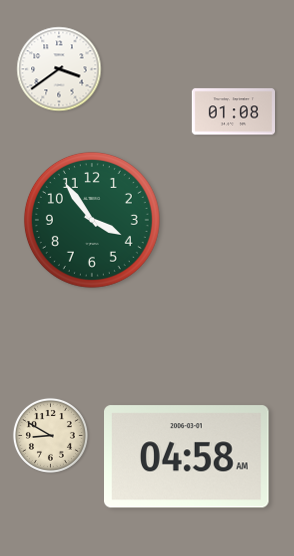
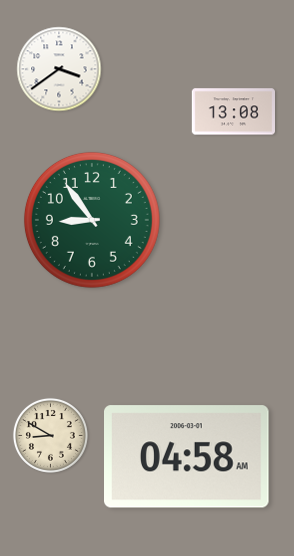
clock at (233, 112): 01:08 -> 13:08
clock at (92, 220): 3:54 -> 8:54
